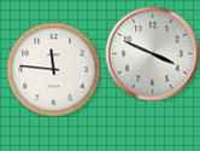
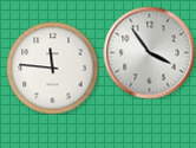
clock at (152, 53): 3:49 -> 3:54
